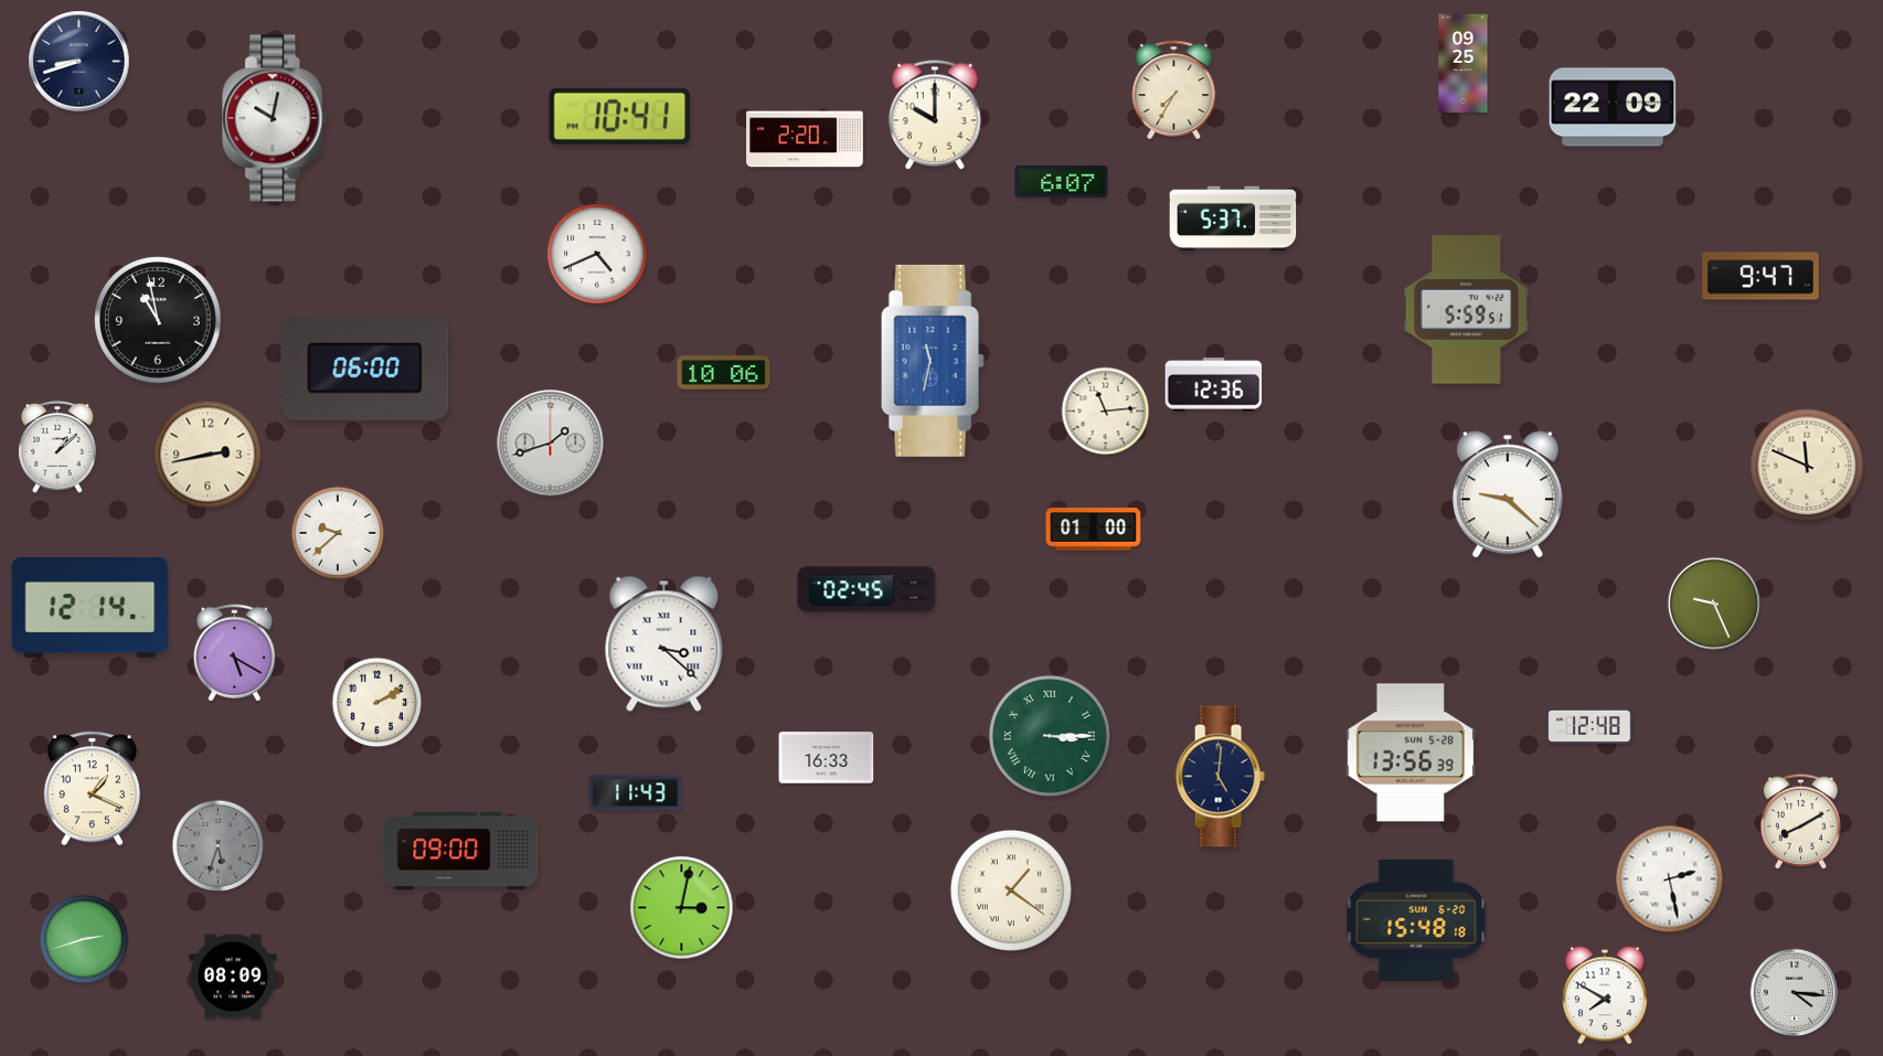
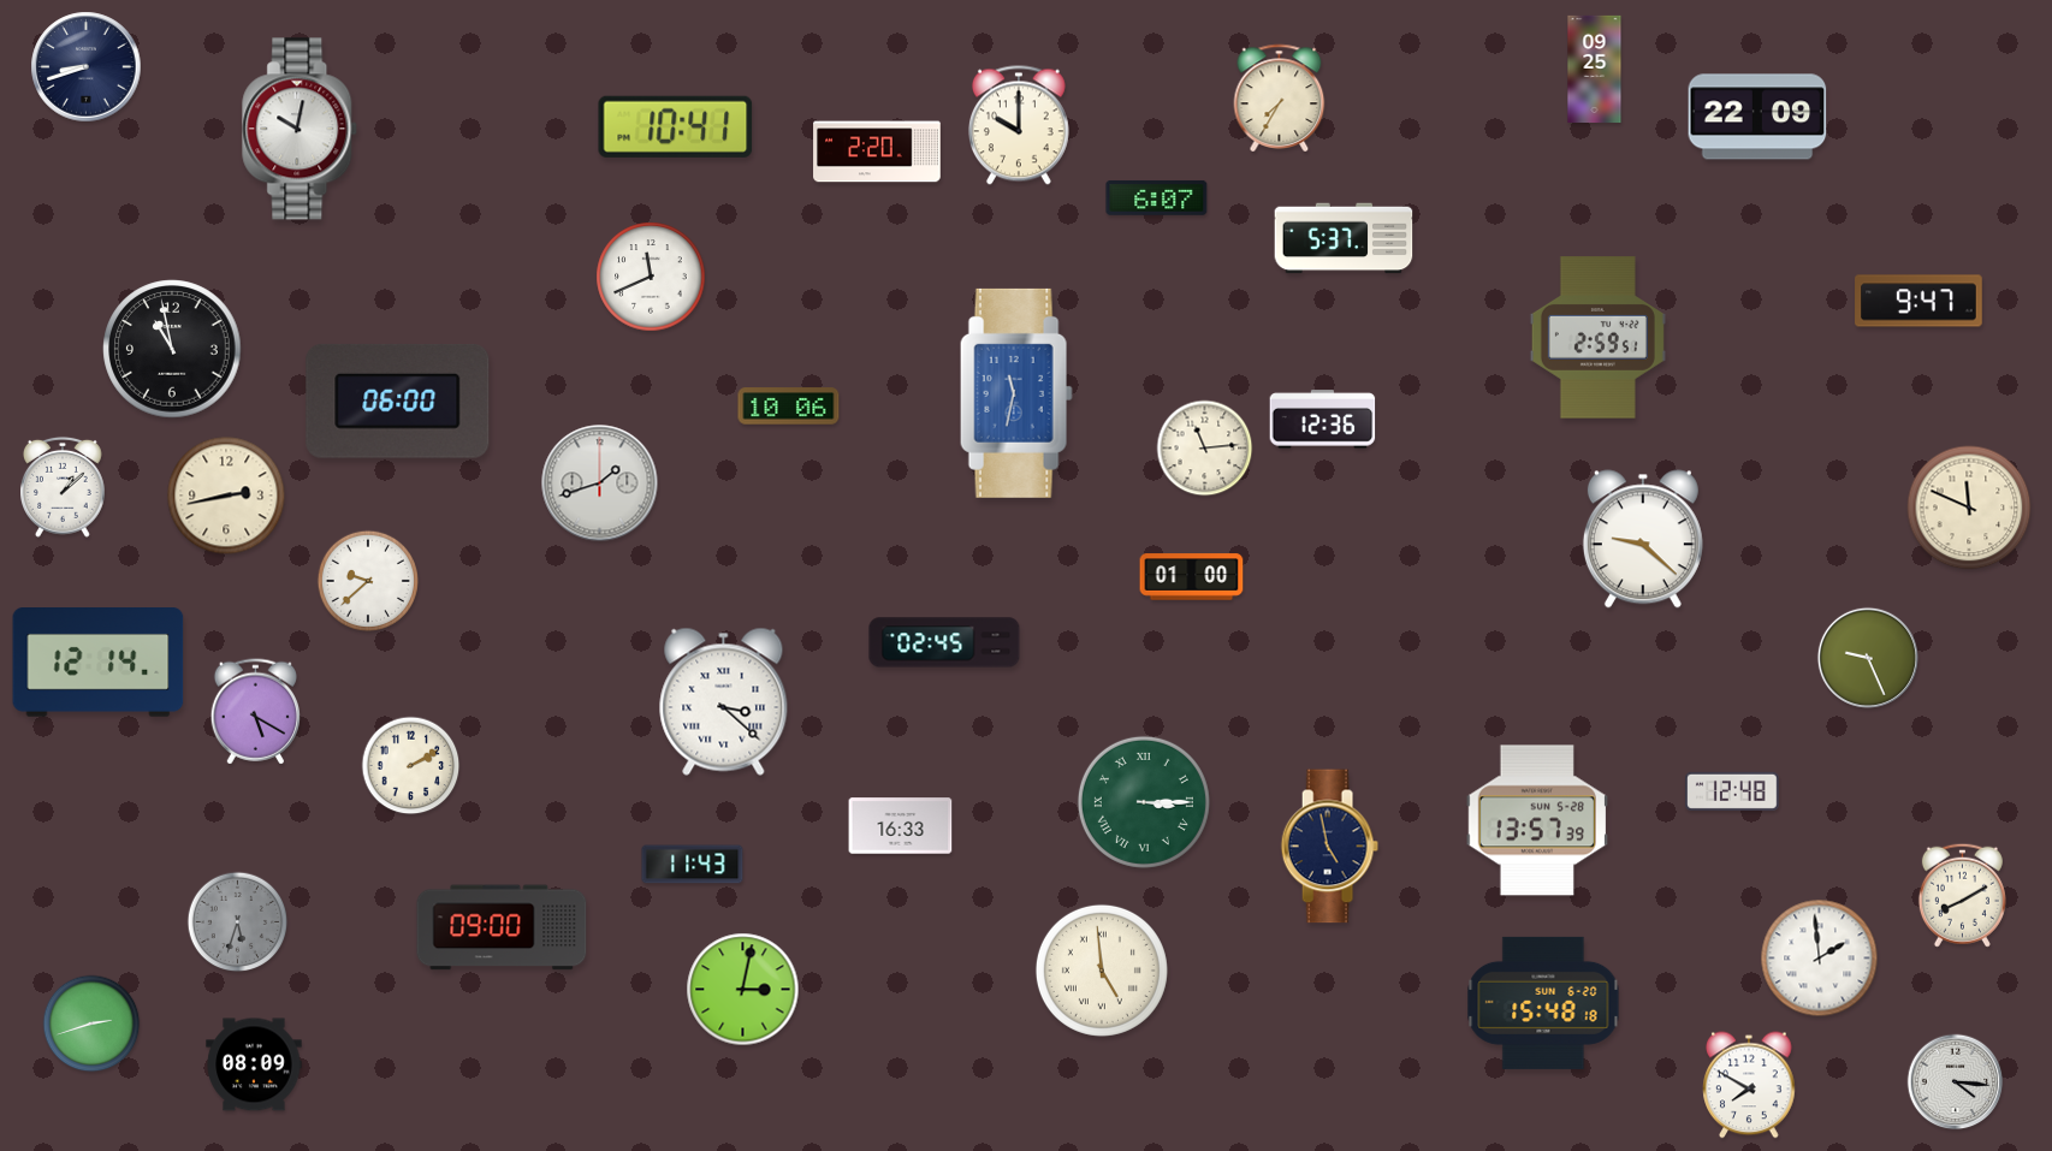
clock at (597, 254): 4:41 -> 11:41
clock at (1466, 310): 5:59 -> 2:59
clock at (1409, 753): 13:56 -> 13:57
clock at (1220, 777): 5:01 -> 4:58
clock at (92, 789): 1:19 -> none
clock at (1670, 879): 2:28 -> 1:59
clock at (1011, 890): 1:21 -> 4:59
